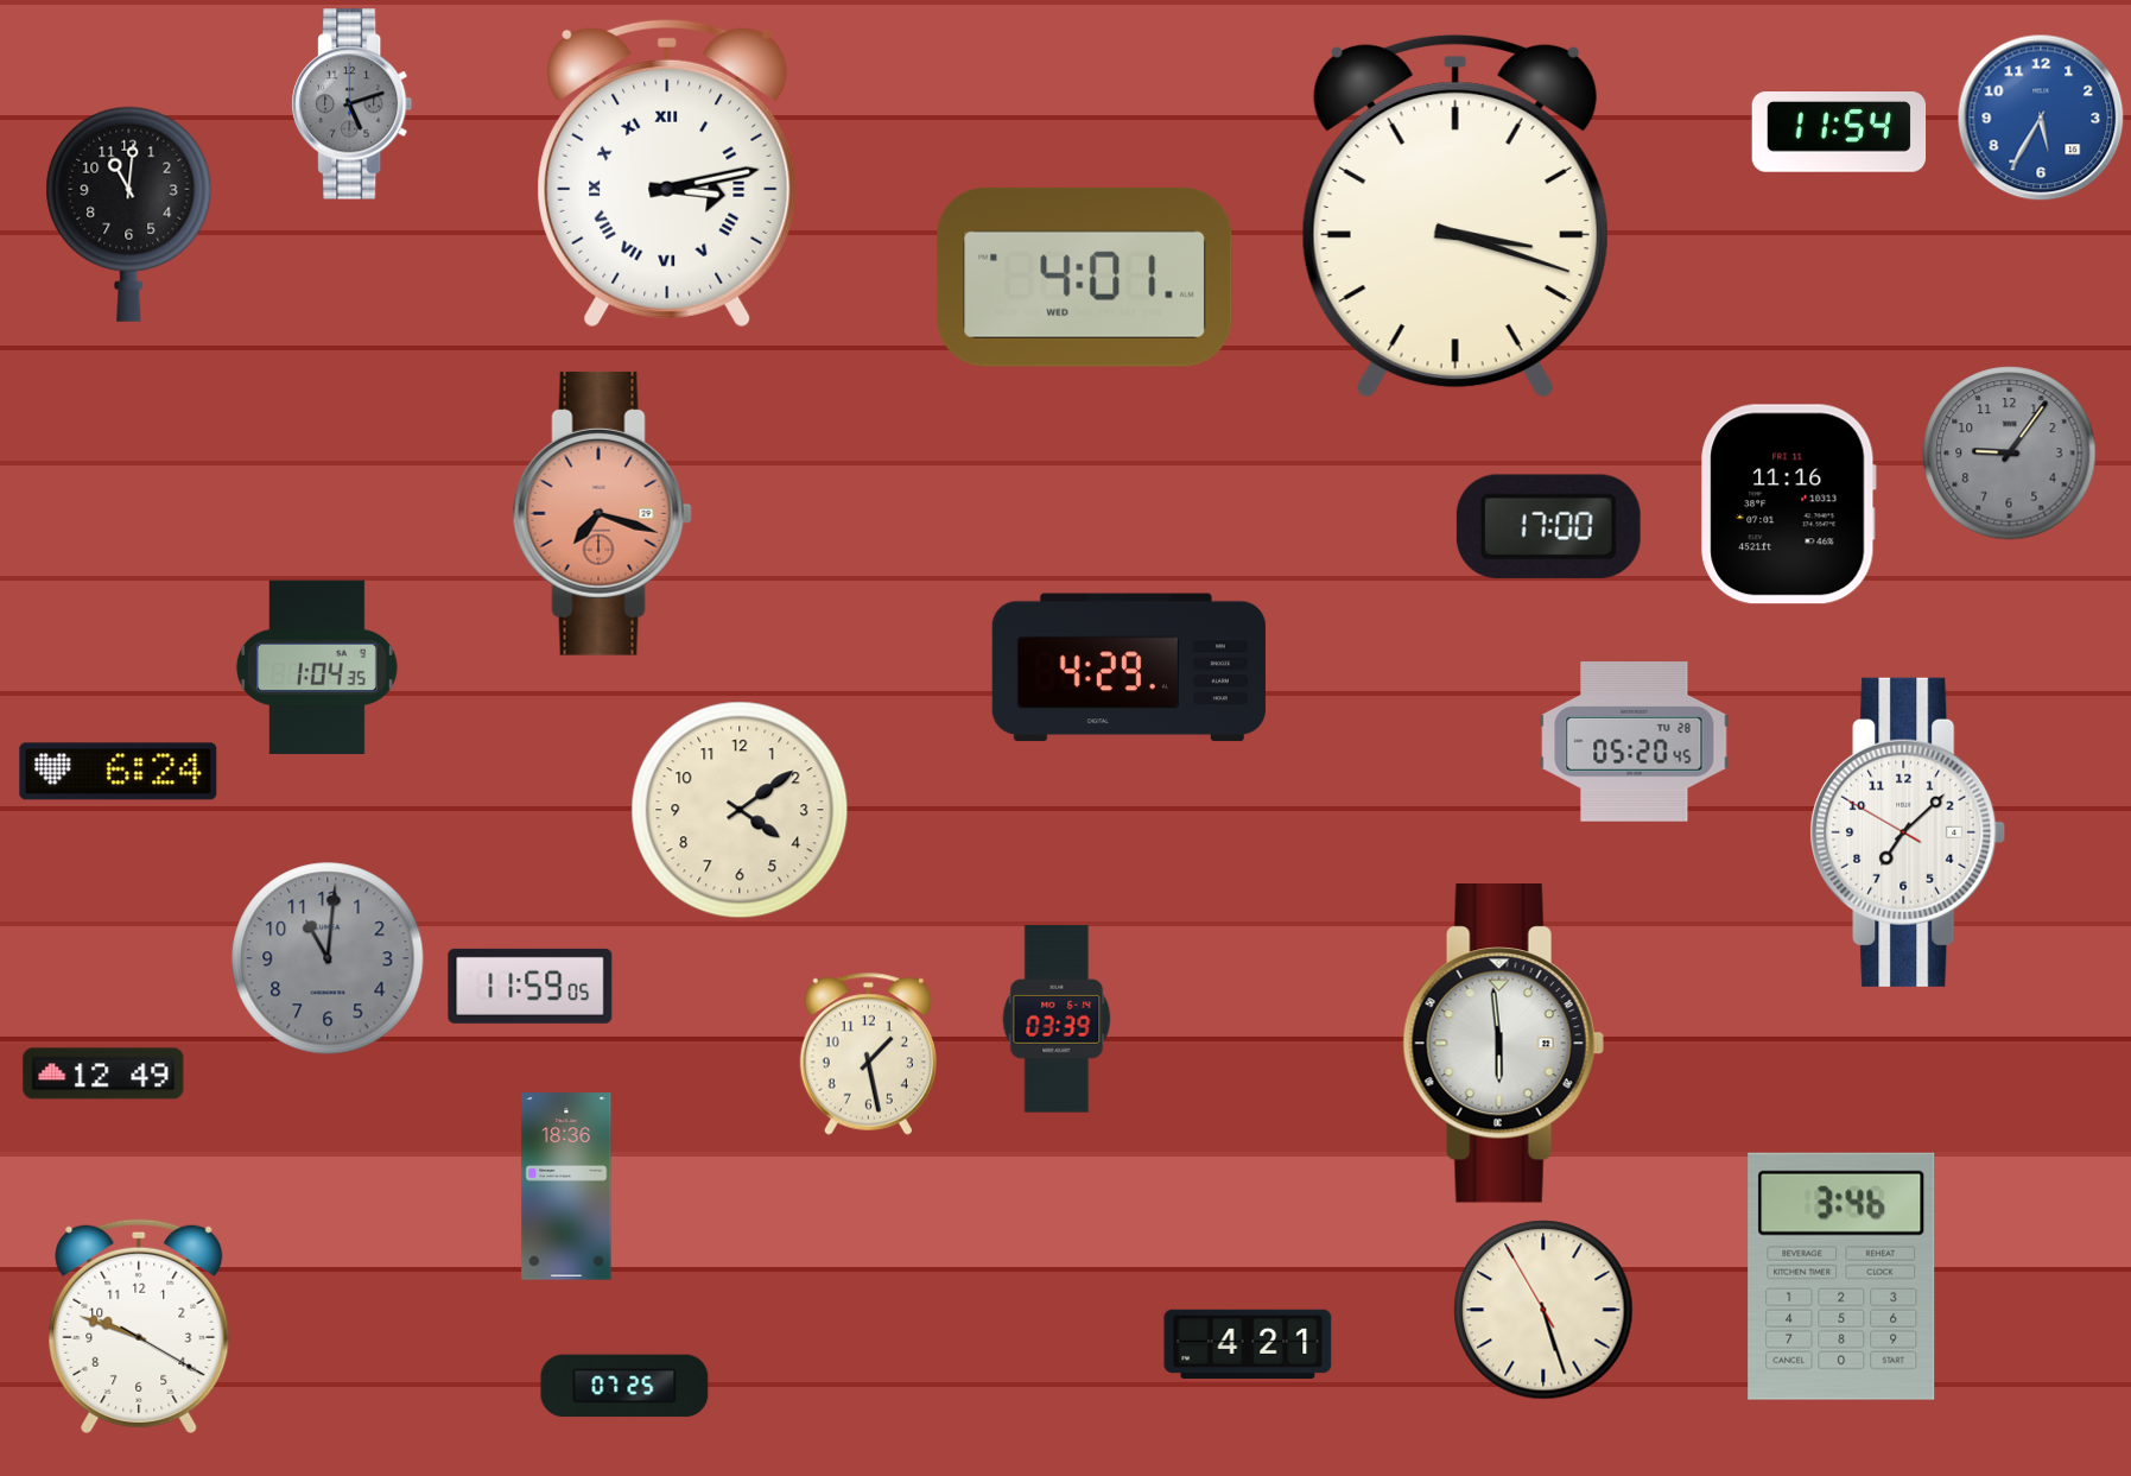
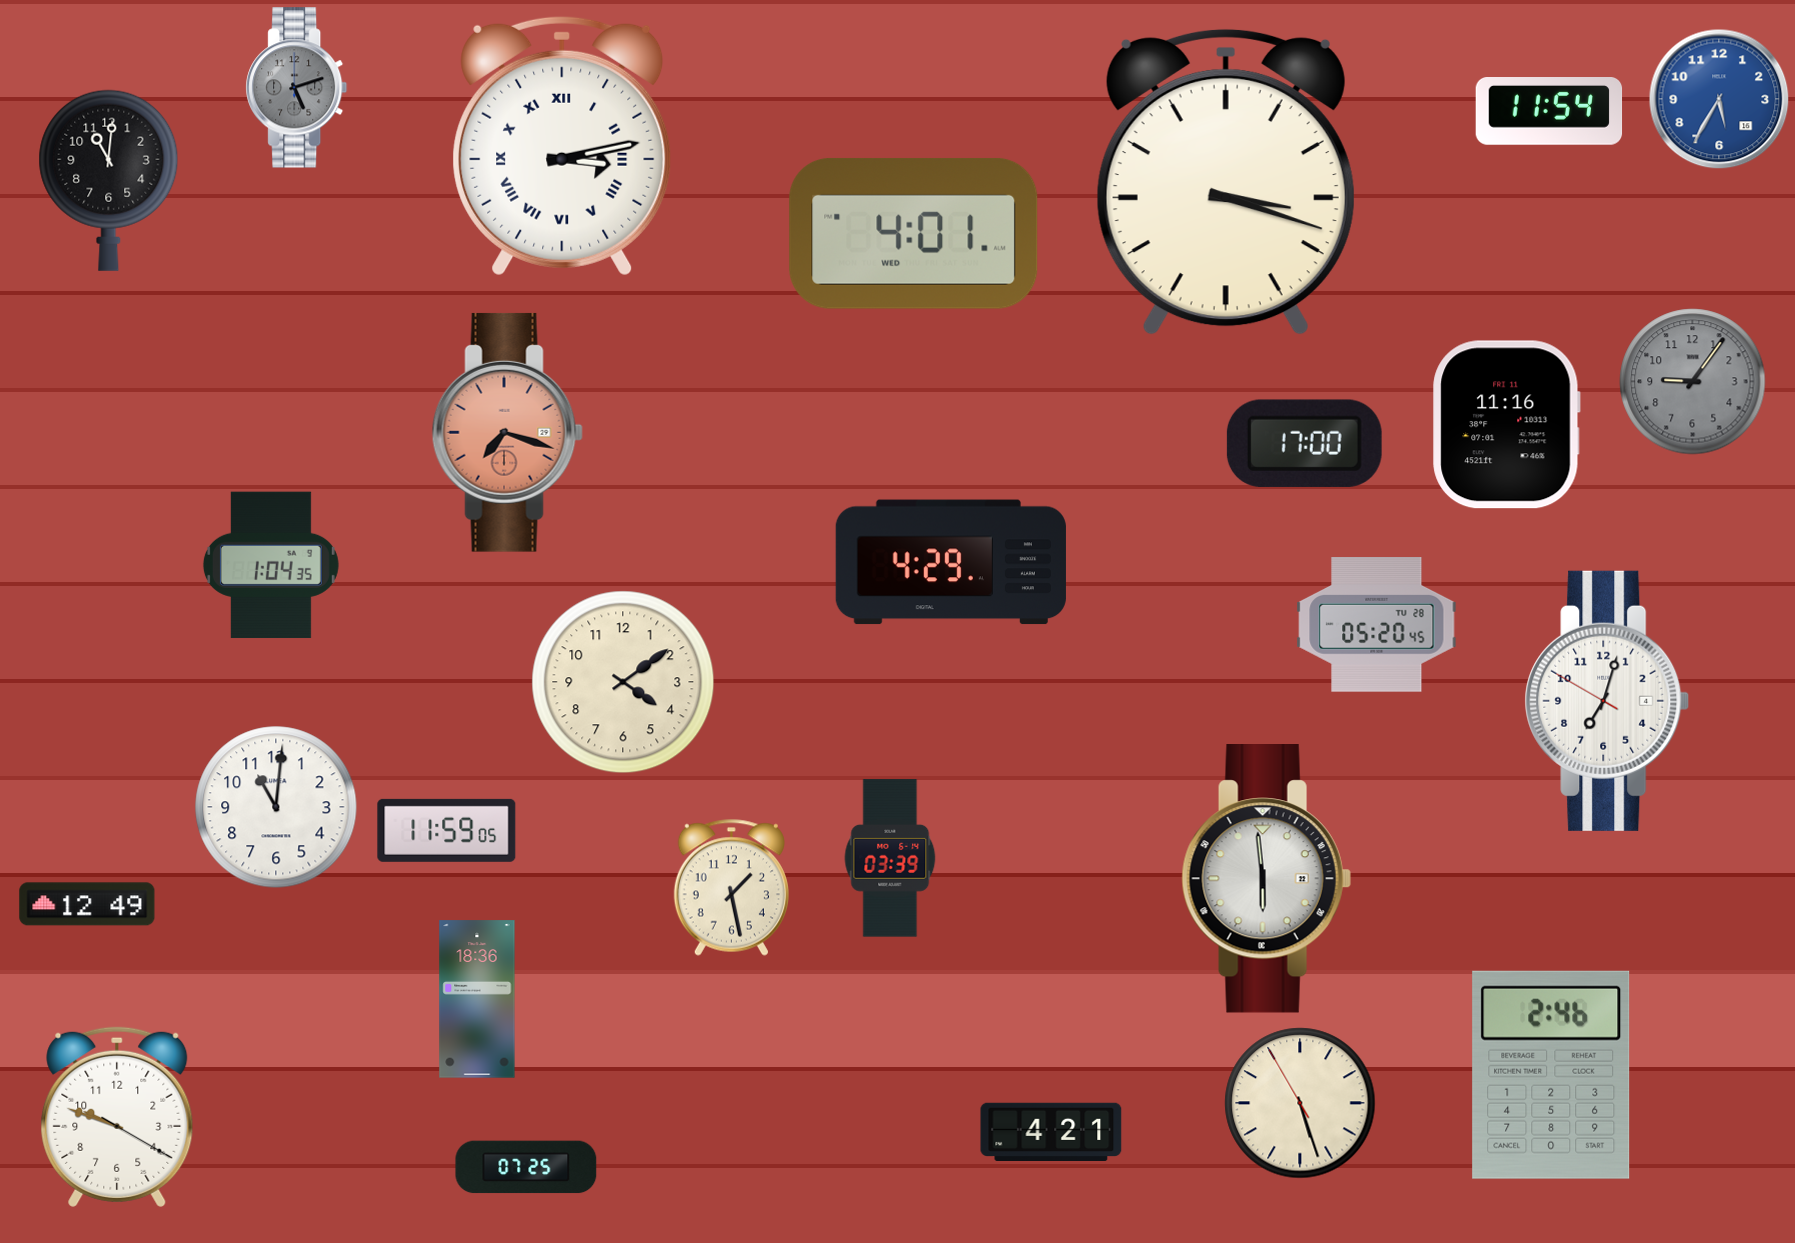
clock at (317, 667) position: (317, 667) -> (271, 565)
clock at (119, 772): 6:24 -> none
clock at (1908, 832): 7:07 -> 7:02
clock at (328, 958) dial: grey -> white
clock at (1841, 1277): 3:46 -> 2:46
